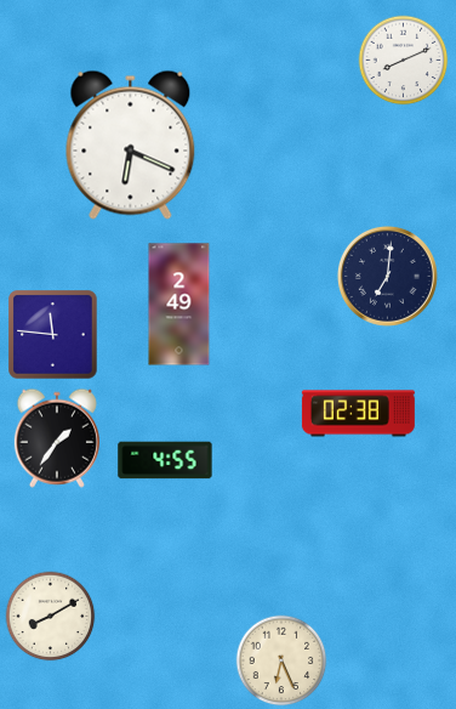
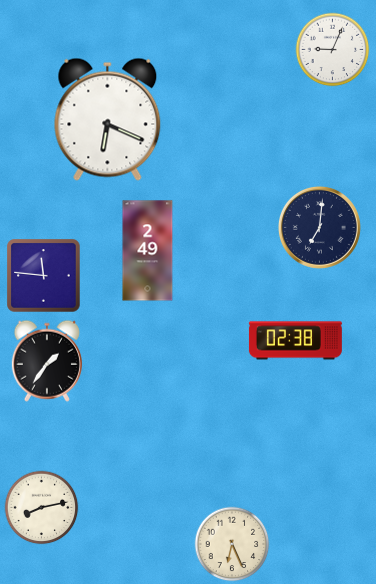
clock at (404, 61): 8:11 -> 9:04
clock at (165, 460): 4:55 -> none
clock at (51, 617): 8:10 -> 8:13
